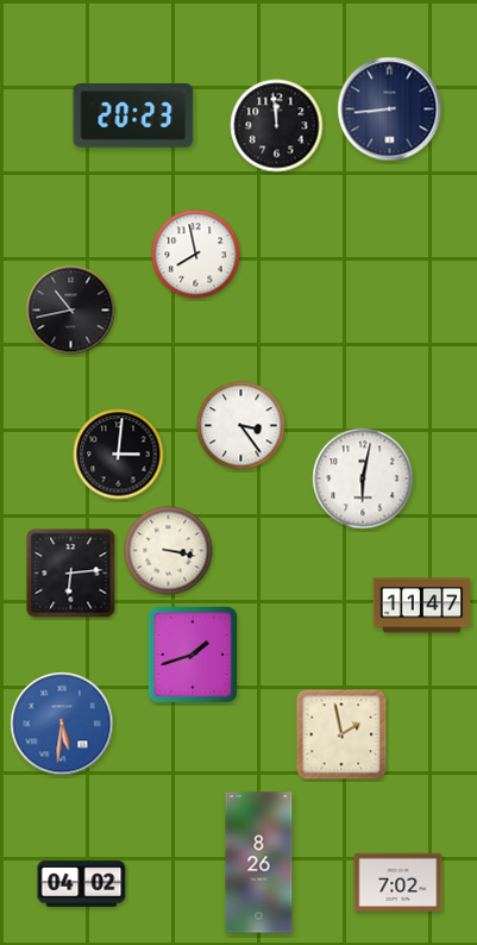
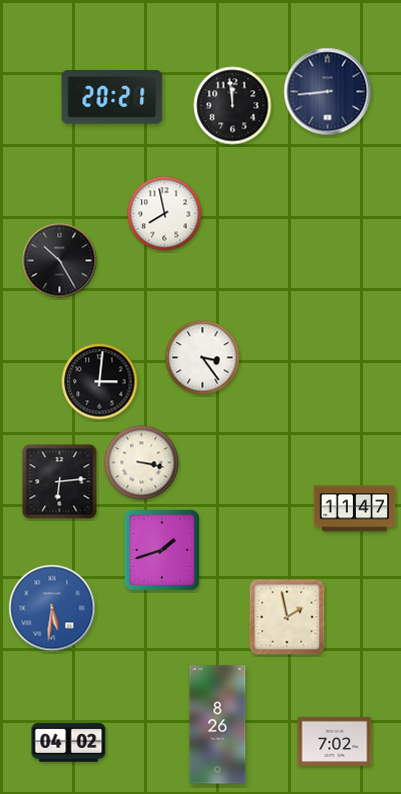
clock at (133, 117): 20:23 -> 20:21
clock at (71, 311): 10:43 -> 10:25
clock at (363, 478): 6:02 -> none
